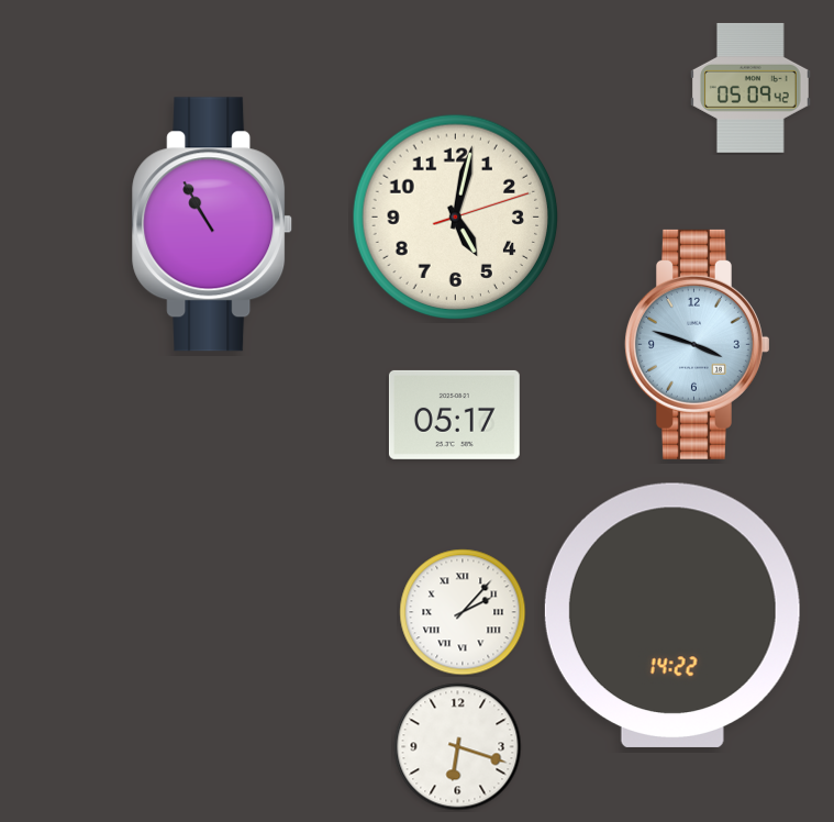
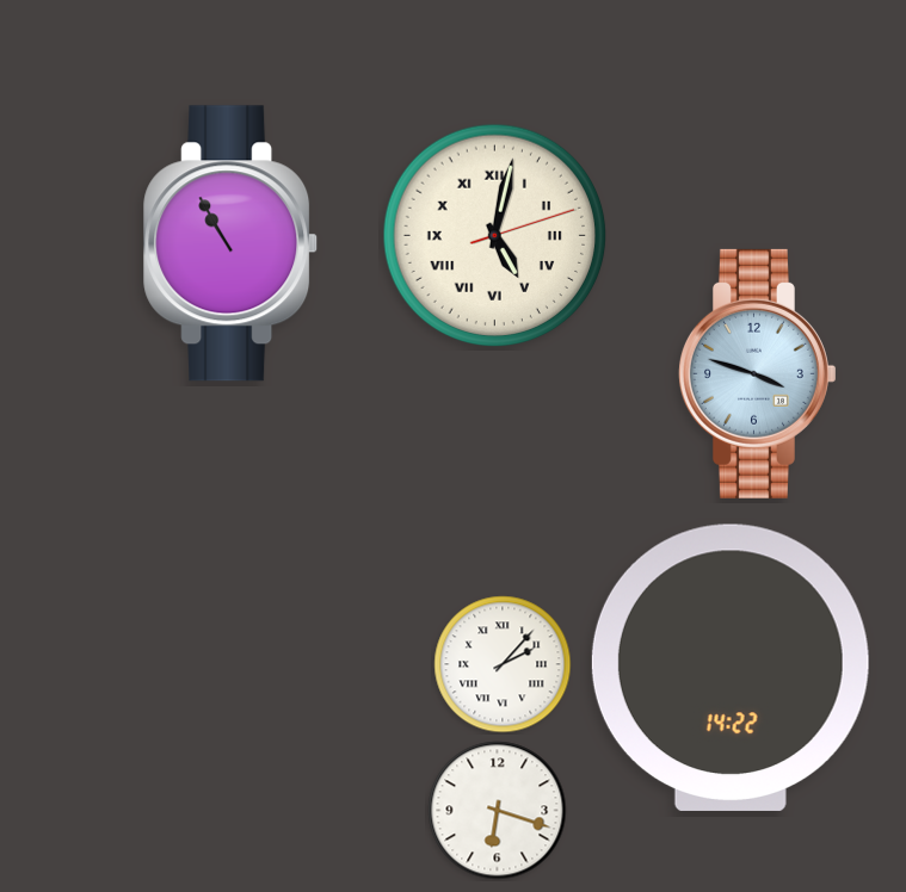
clock at (752, 88): 05:09 -> none
clock at (456, 218) numerals: Arabic -> Roman
clock at (454, 414): 05:17 -> none
